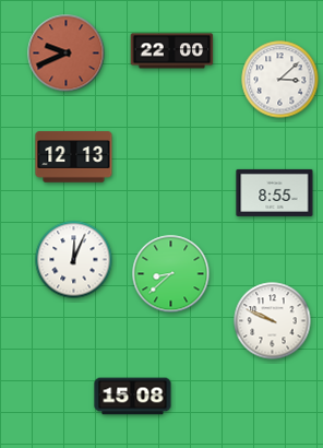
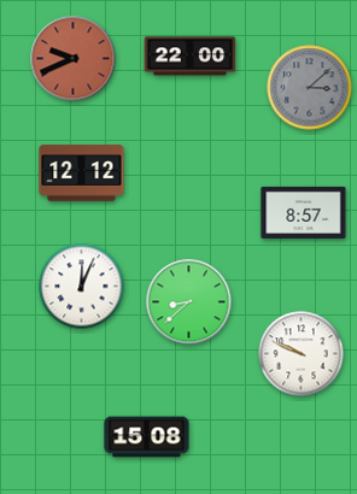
clock at (280, 80) dial: white -> grey
clock at (74, 157): 12:13 -> 12:12
clock at (275, 192): 8:55 -> 8:57
